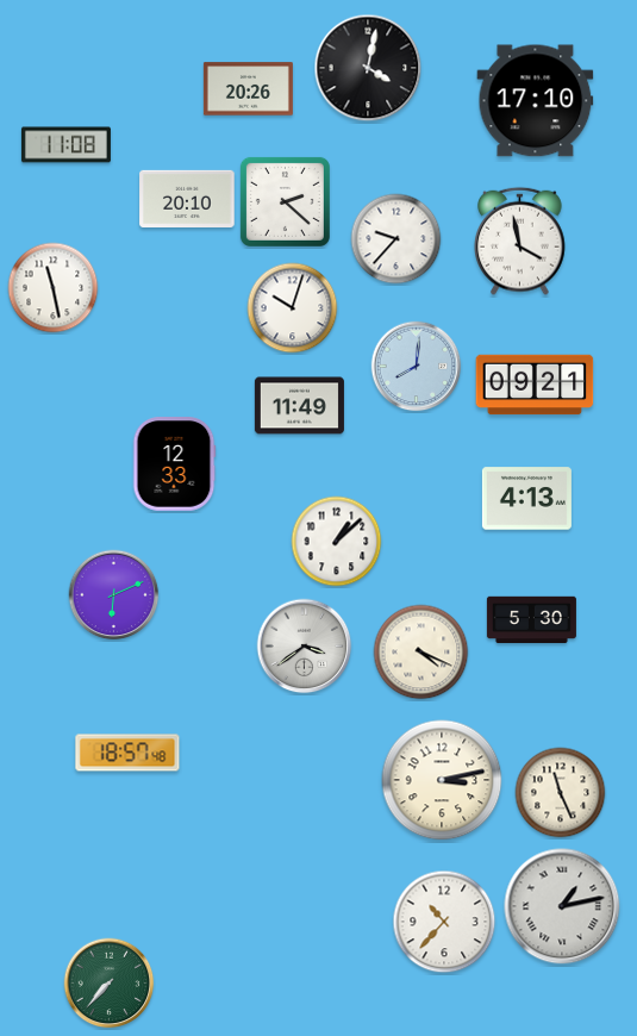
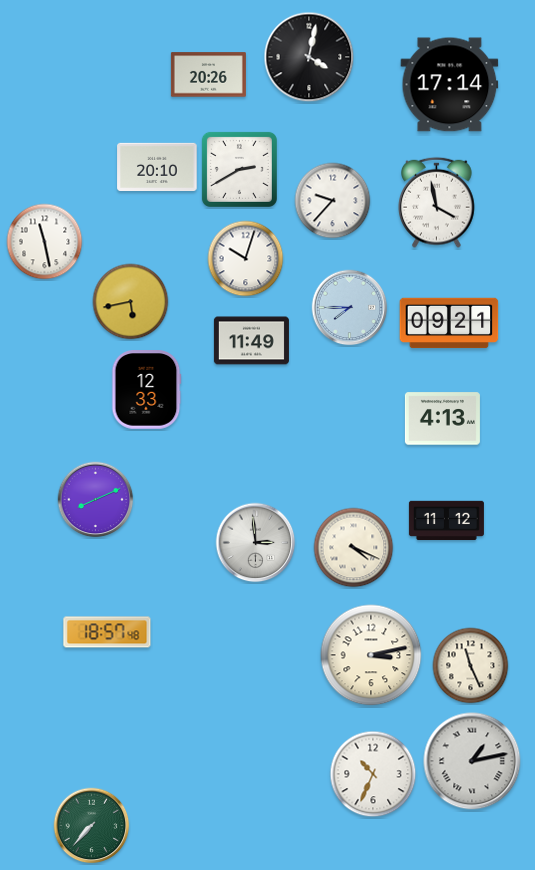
clock at (536, 101): 17:10 -> 17:14
clock at (65, 145): 11:08 -> none
clock at (285, 201): 2:22 -> 2:40
clock at (131, 302): none -> 5:43
clock at (417, 367): 8:01 -> 7:45
clock at (337, 542): 1:08 -> none
clock at (114, 595): 6:11 -> 8:11
clock at (531, 620): 5:30 -> 11:12
clock at (305, 647): 3:39 -> 2:59
clock at (444, 922): 10:37 -> 10:34
